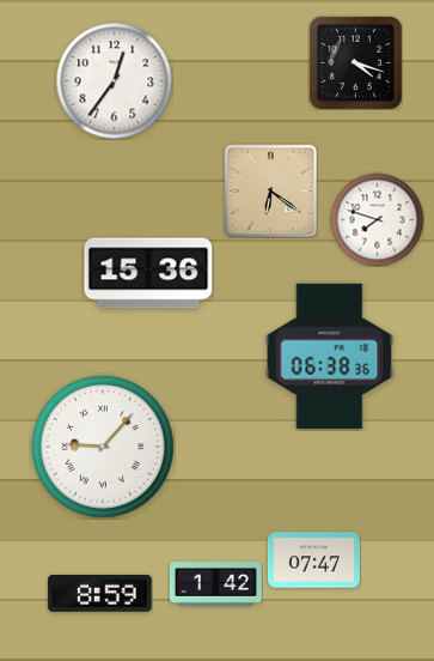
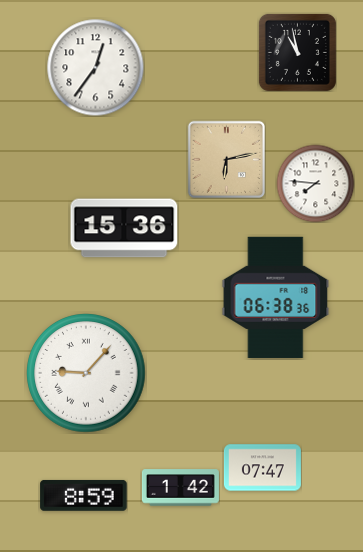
clock at (355, 62): 4:18 -> 10:58
clock at (270, 190): 6:21 -> 6:13
clock at (377, 219): 7:48 -> 7:46
